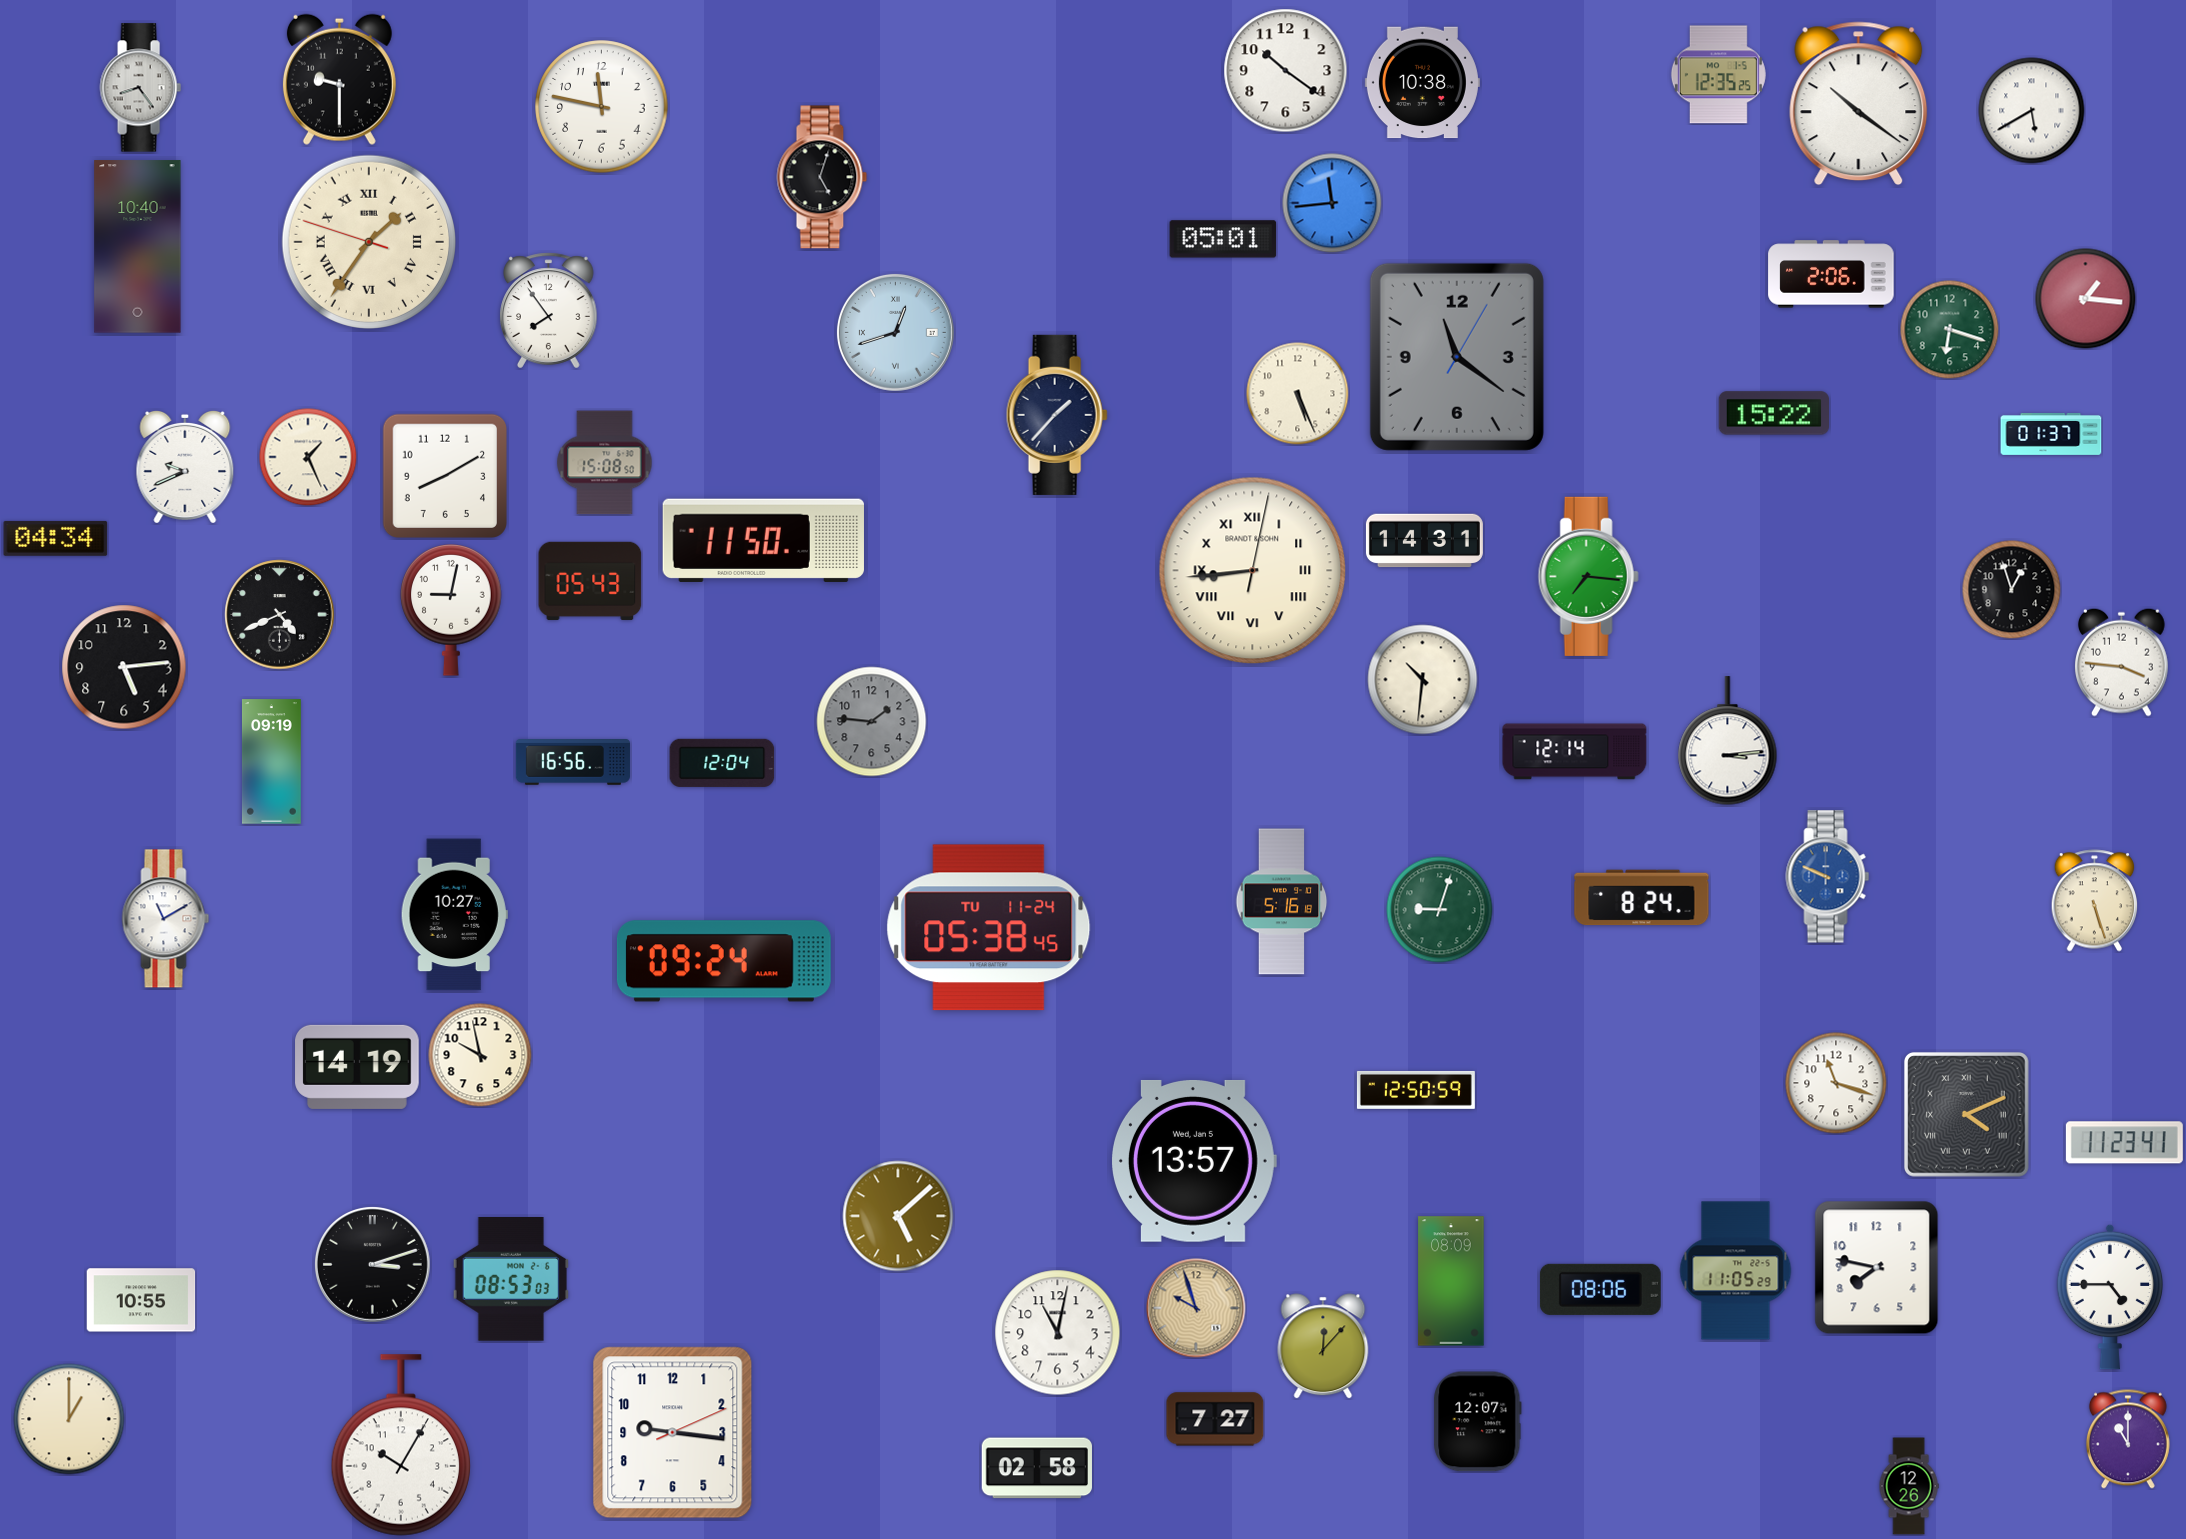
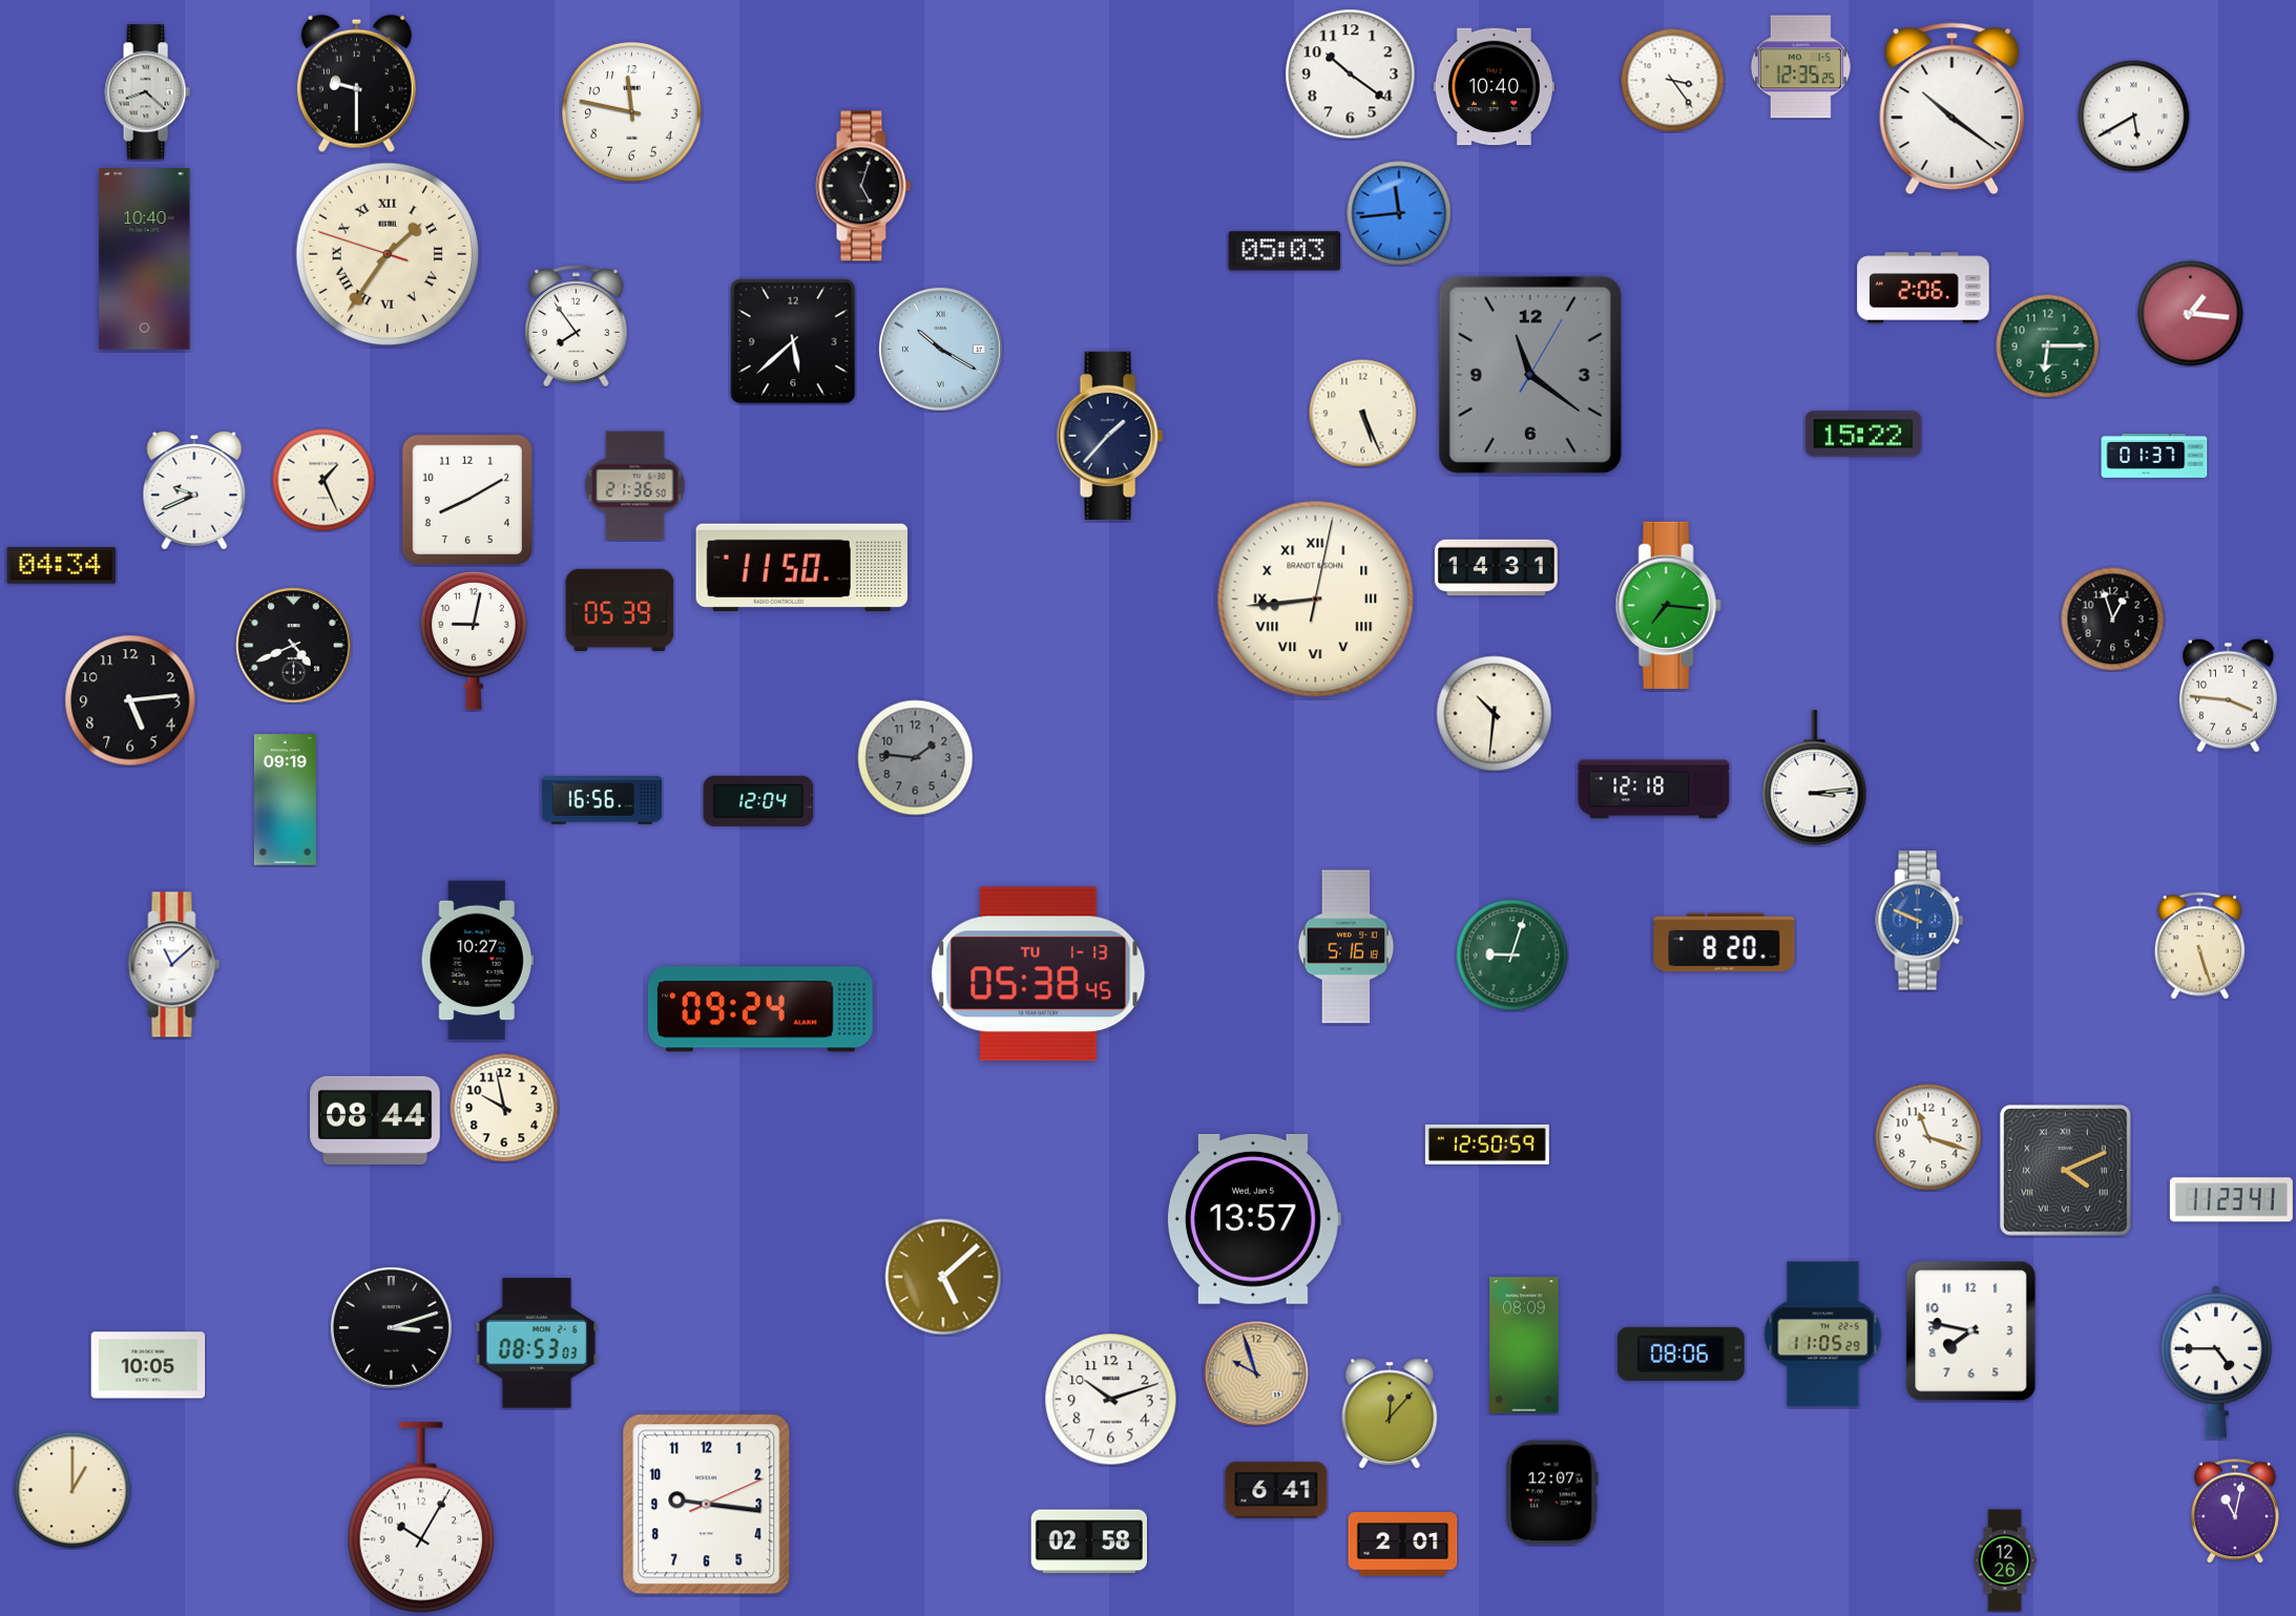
clock at (1718, 75) position: (1718, 75) -> (1800, 67)
clock at (1673, 81): none -> 3:24
clock at (1422, 83): 10:38 -> 10:40
clock at (140, 88): 8:24 -> 8:22
clock at (1223, 239): 05:01 -> 05:03
clock at (793, 341): none -> 5:38
clock at (1950, 330): 6:18 -> 6:15
clock at (895, 332): 12:42 -> 10:20
clock at (605, 463): 15:08 -> 21:36
clock at (56, 538) position: (56, 538) -> (62, 565)
clock at (590, 581): 05:43 -> 05:39
clock at (1575, 752): 12:14 -> 12:18
clock at (1642, 898): 8:24 -> 8:20
clock at (166, 919): 11:10 -> 11:08
clock at (989, 928) date: TU 11-24 -> TU 1-13
clock at (357, 1067): 14:19 -> 08:44
clock at (141, 1300): 10:55 -> 10:05
clock at (1058, 1333): 11:02 -> 10:12
clock at (1215, 1419): 7:27 -> 6:41
clock at (2128, 1439): 11:00 -> 11:02
clock at (1403, 1545): none -> 2:01
